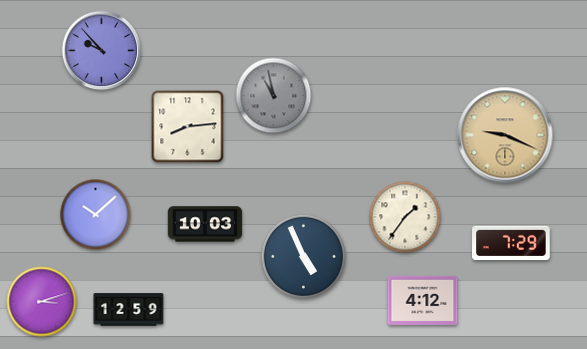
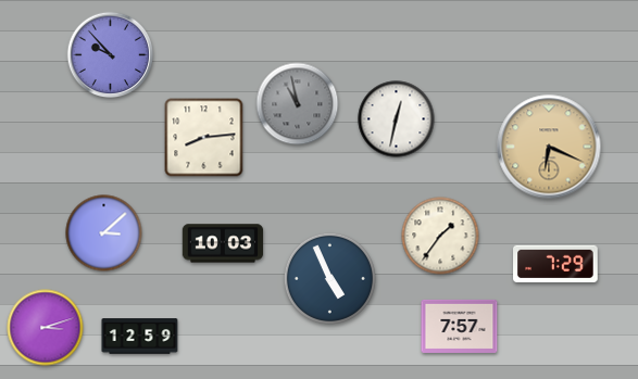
clock at (397, 119): none -> 12:32
clock at (505, 135): 9:19 -> 6:19
clock at (96, 215): 10:08 -> 3:08
clock at (423, 300): 4:12 -> 7:57
